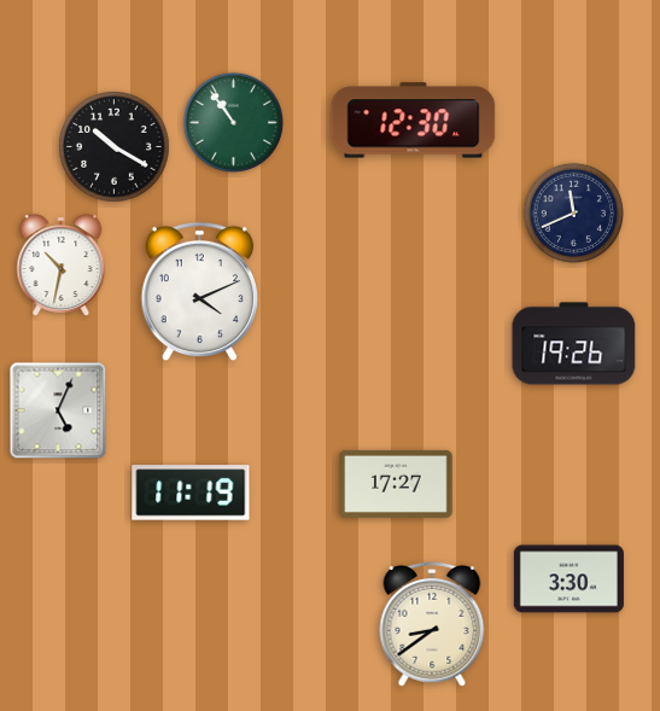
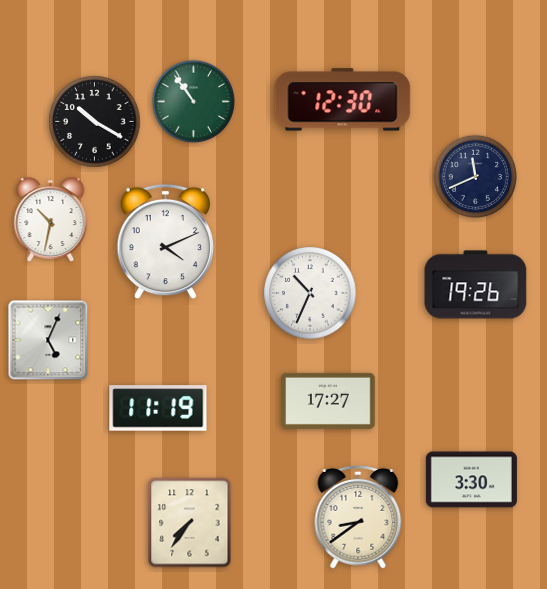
clock at (310, 293): none -> 10:34
clock at (190, 523): none -> 7:36
